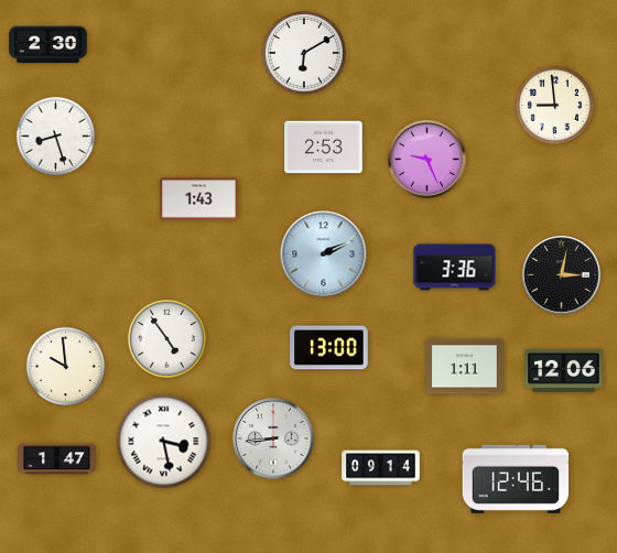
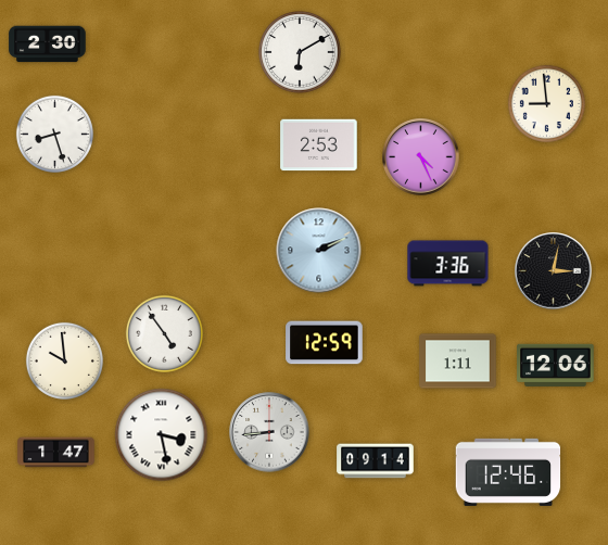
clock at (427, 160): 9:26 -> 4:26
clock at (199, 199): 1:43 -> none
clock at (329, 348): 13:00 -> 12:59
